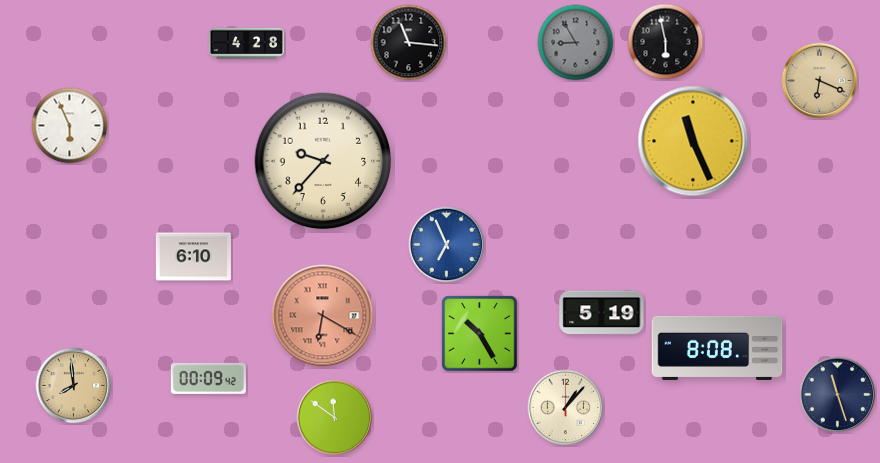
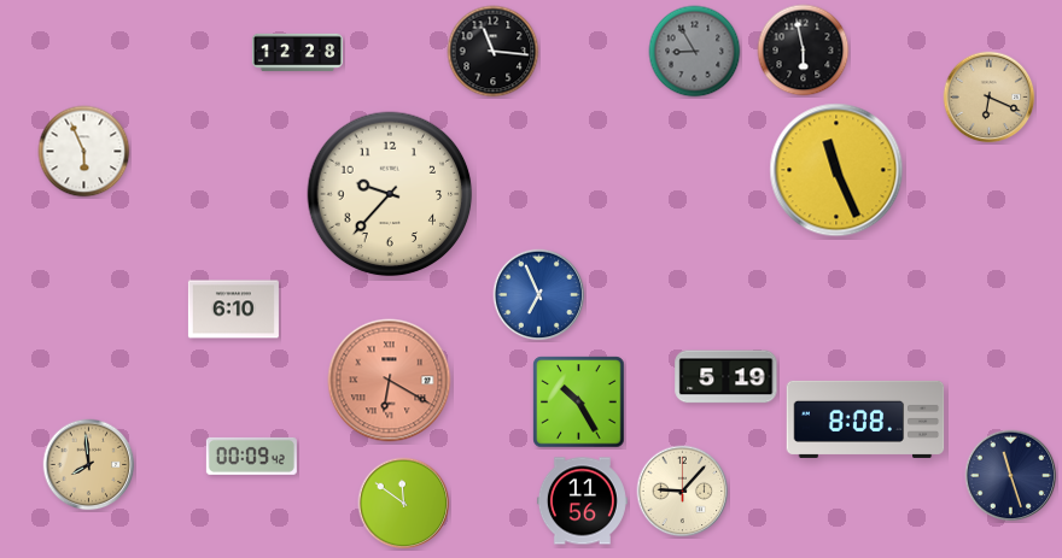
clock at (246, 43): 4:28 -> 12:28
clock at (566, 408): 1:07 -> 9:07
clock at (582, 501): none -> 11:56
